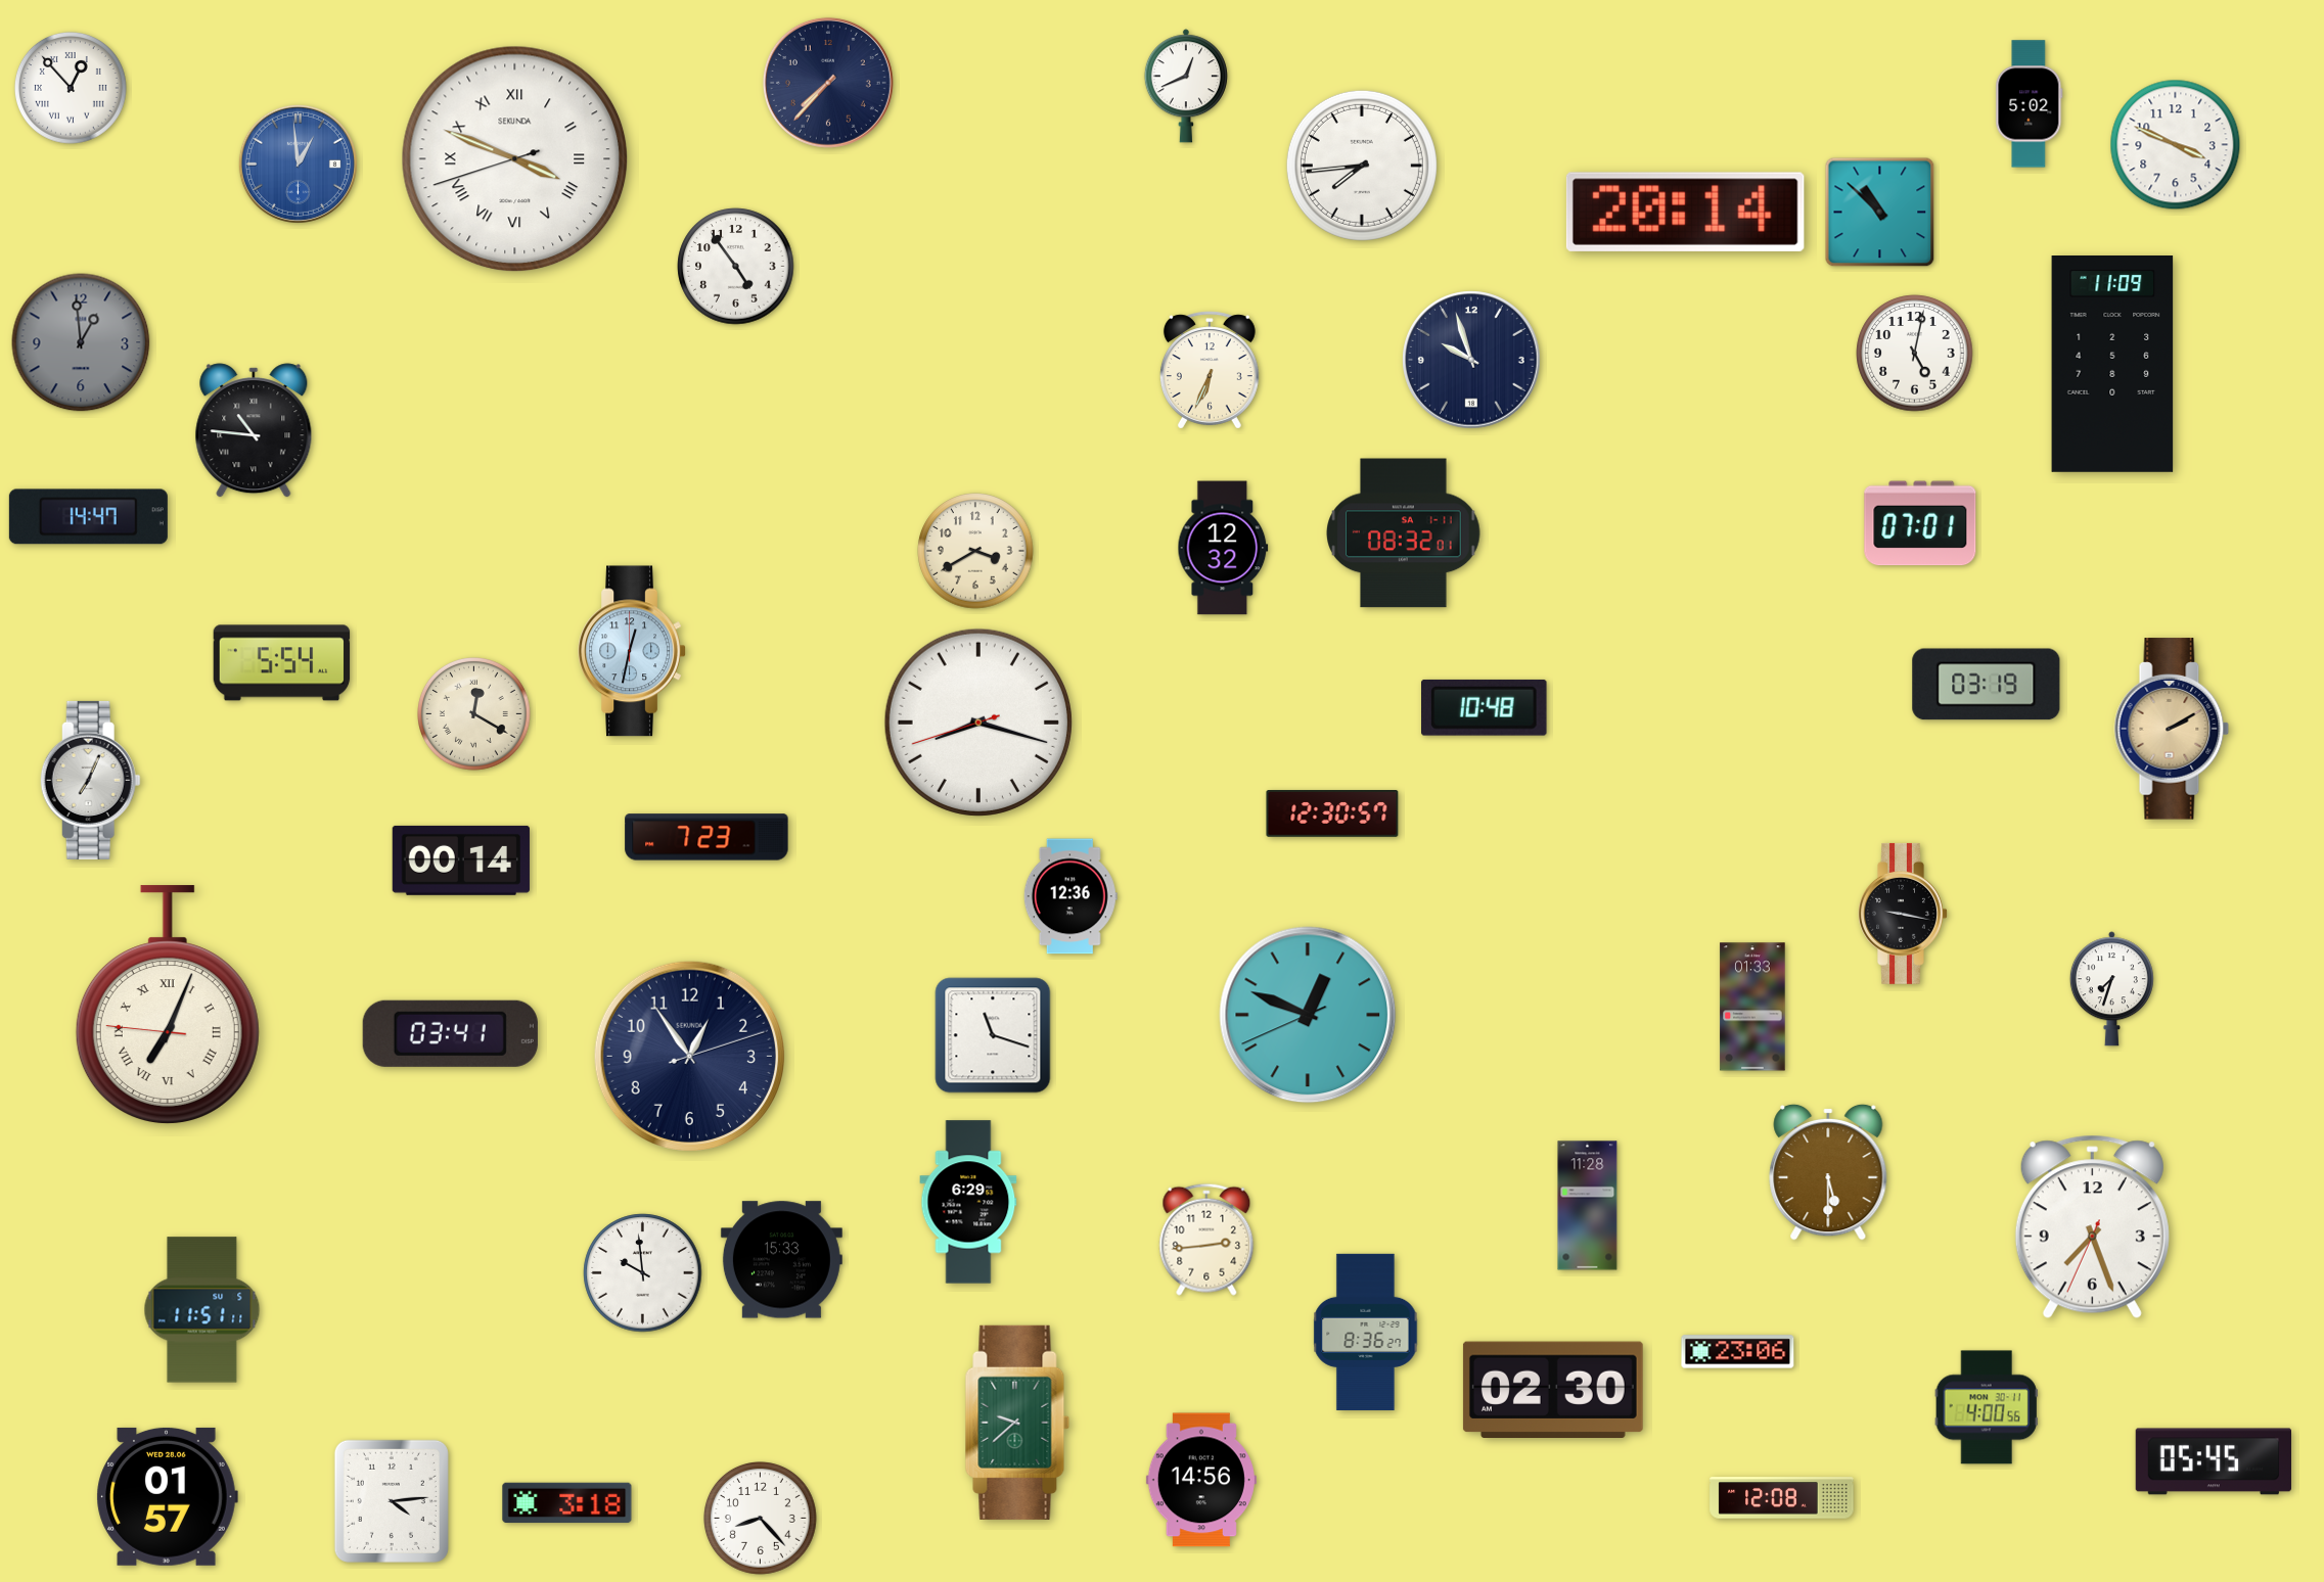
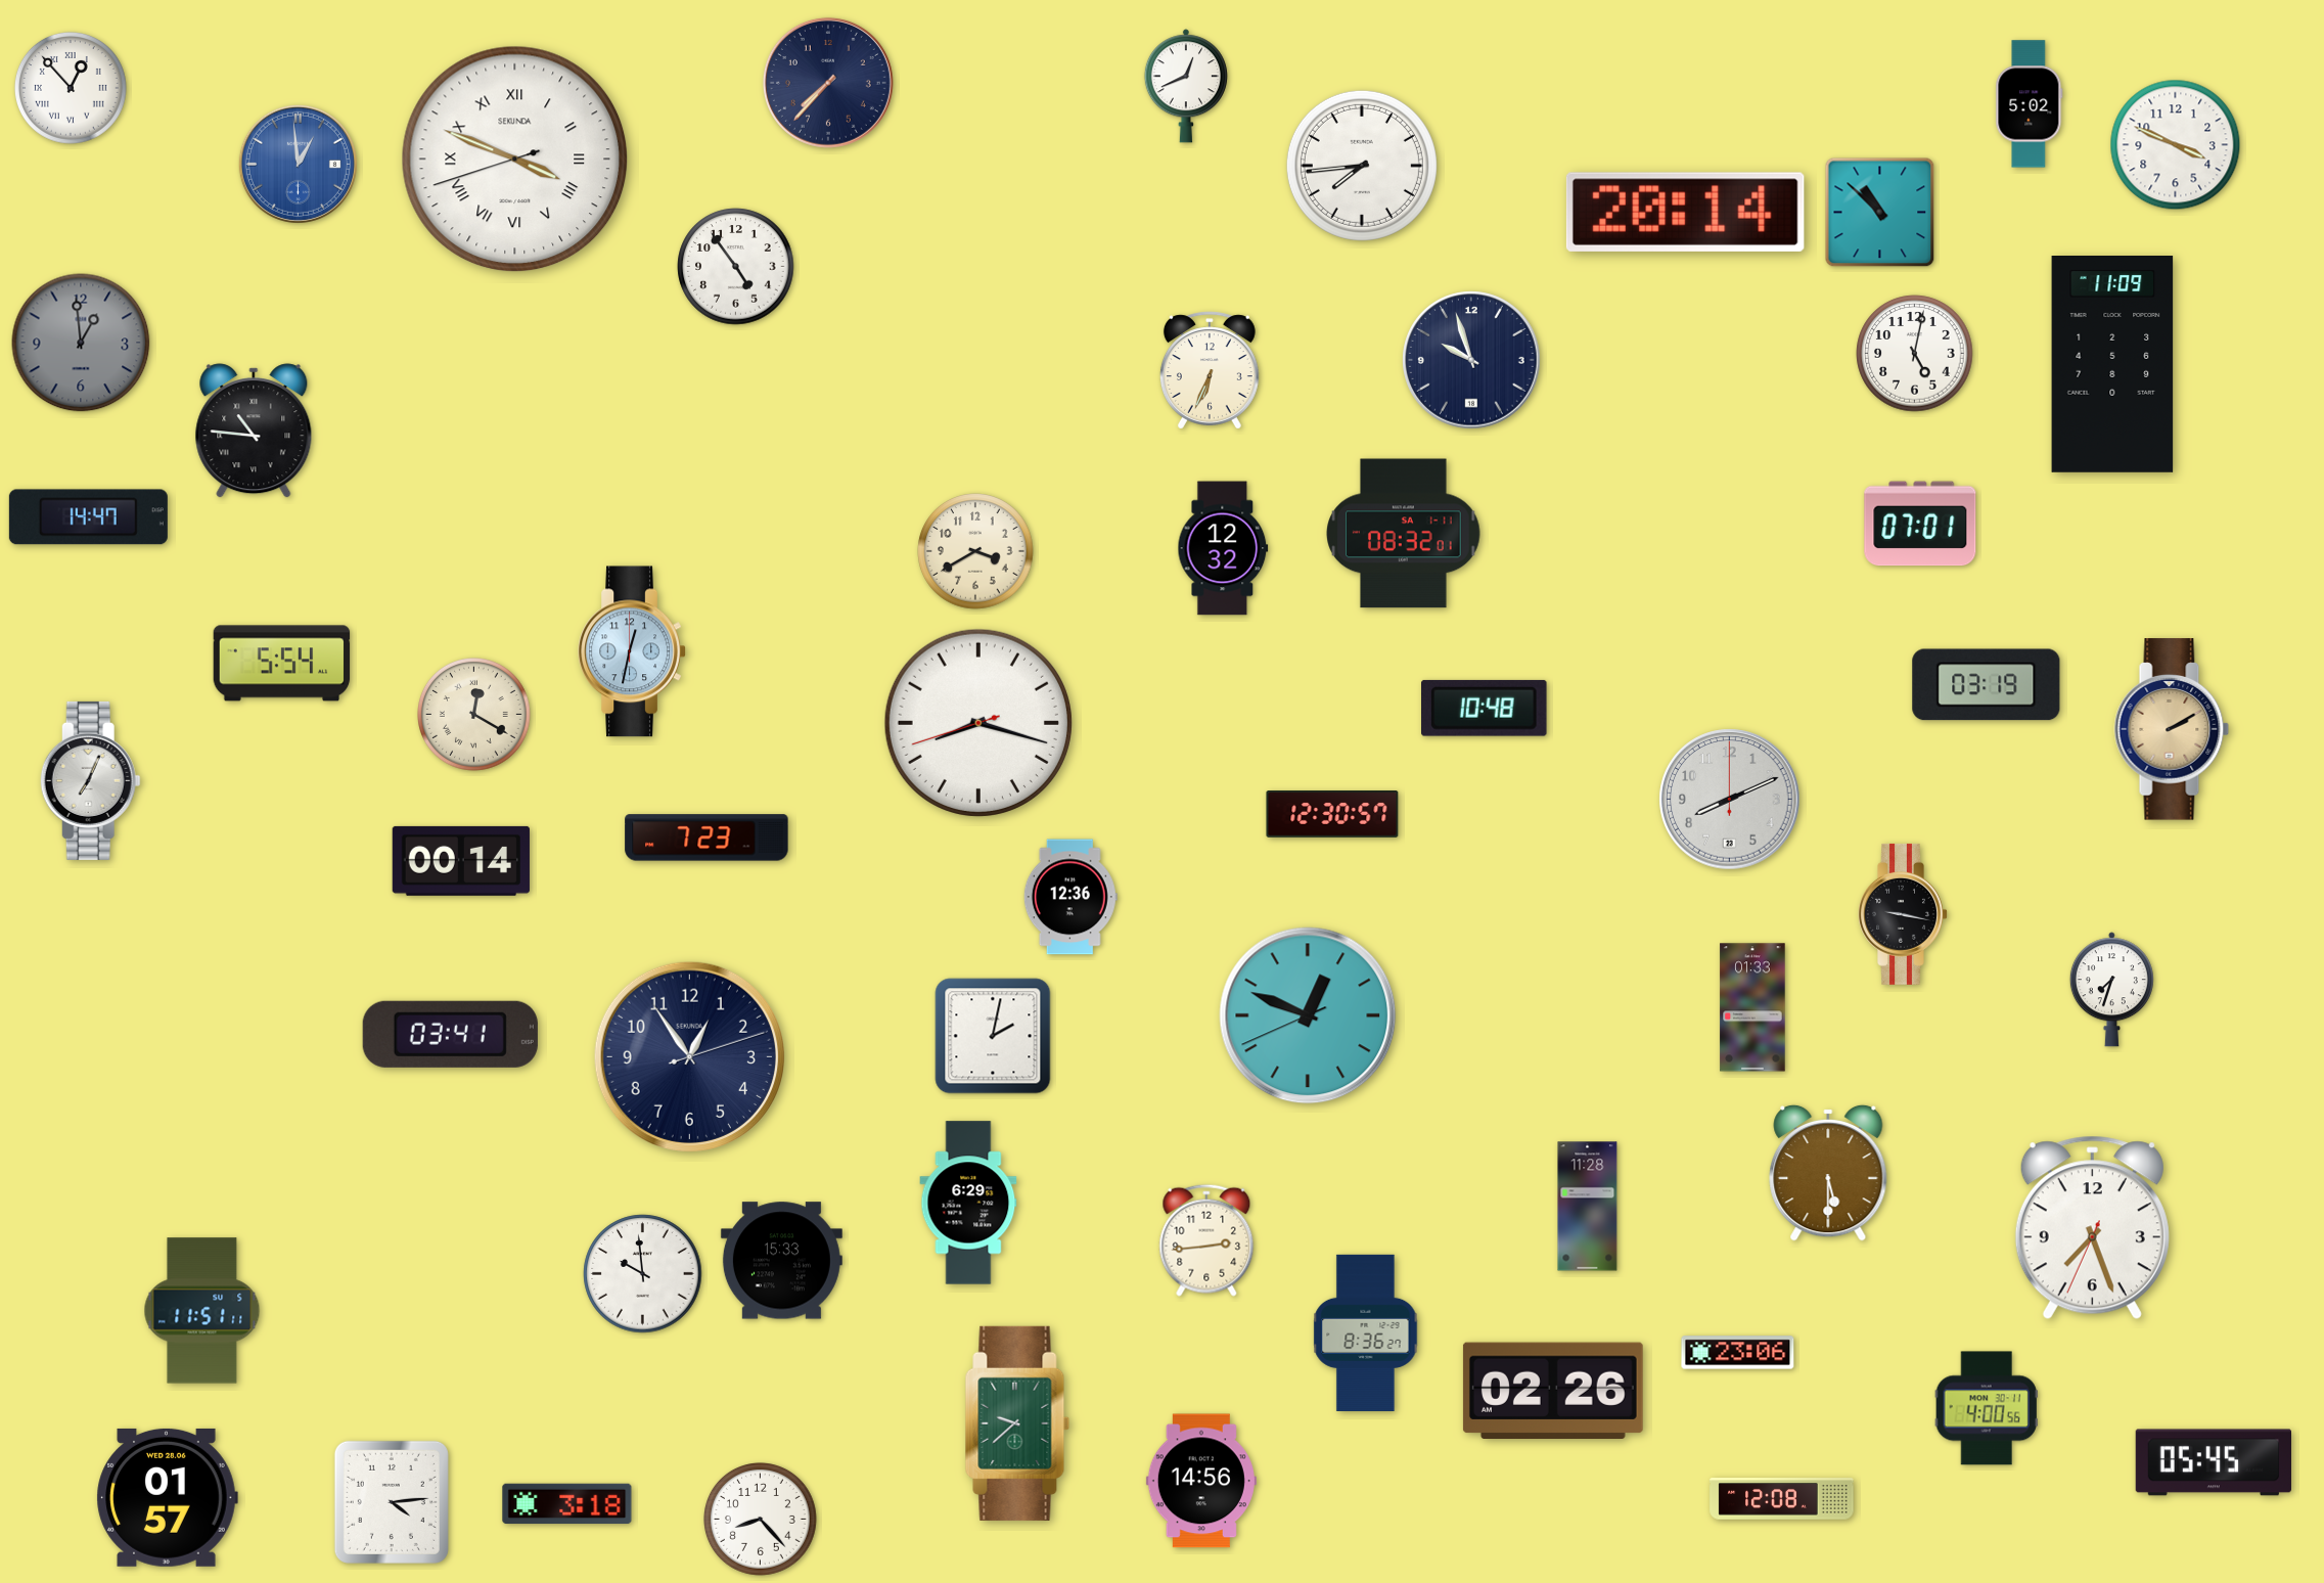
clock at (1730, 800): none -> 8:11
clock at (168, 1005): 7:03 -> none
clock at (993, 1035): 11:18 -> 2:02
clock at (1553, 1390): 02:30 -> 02:26
